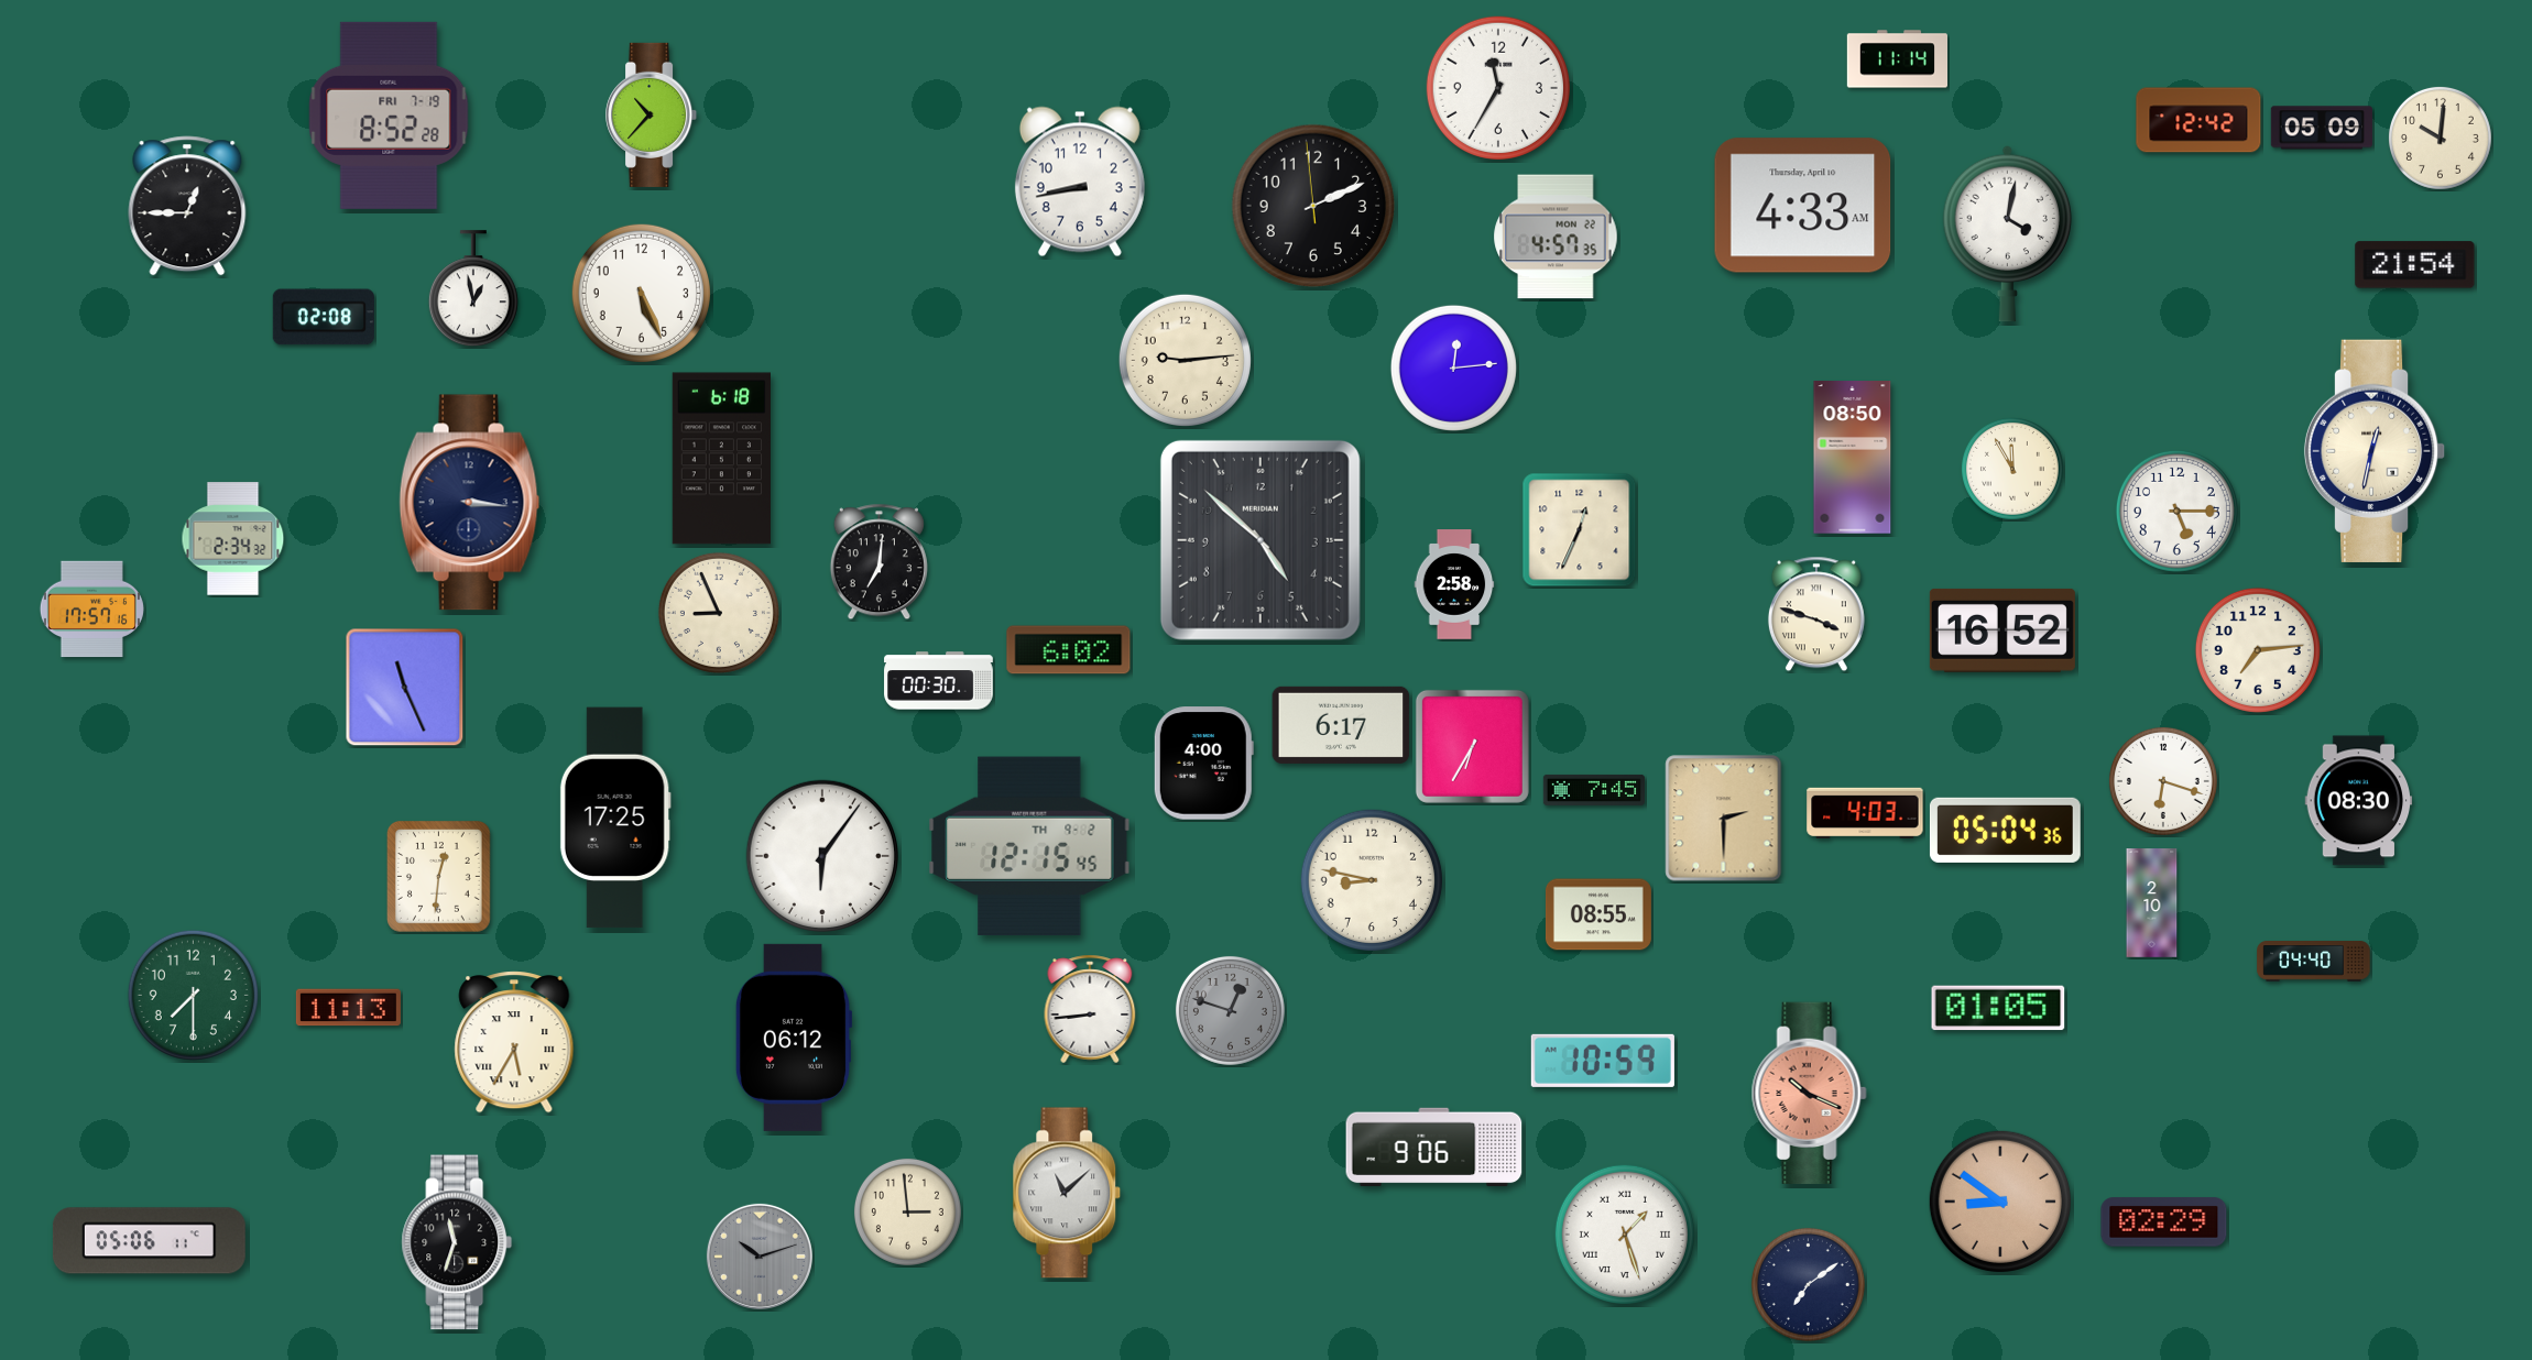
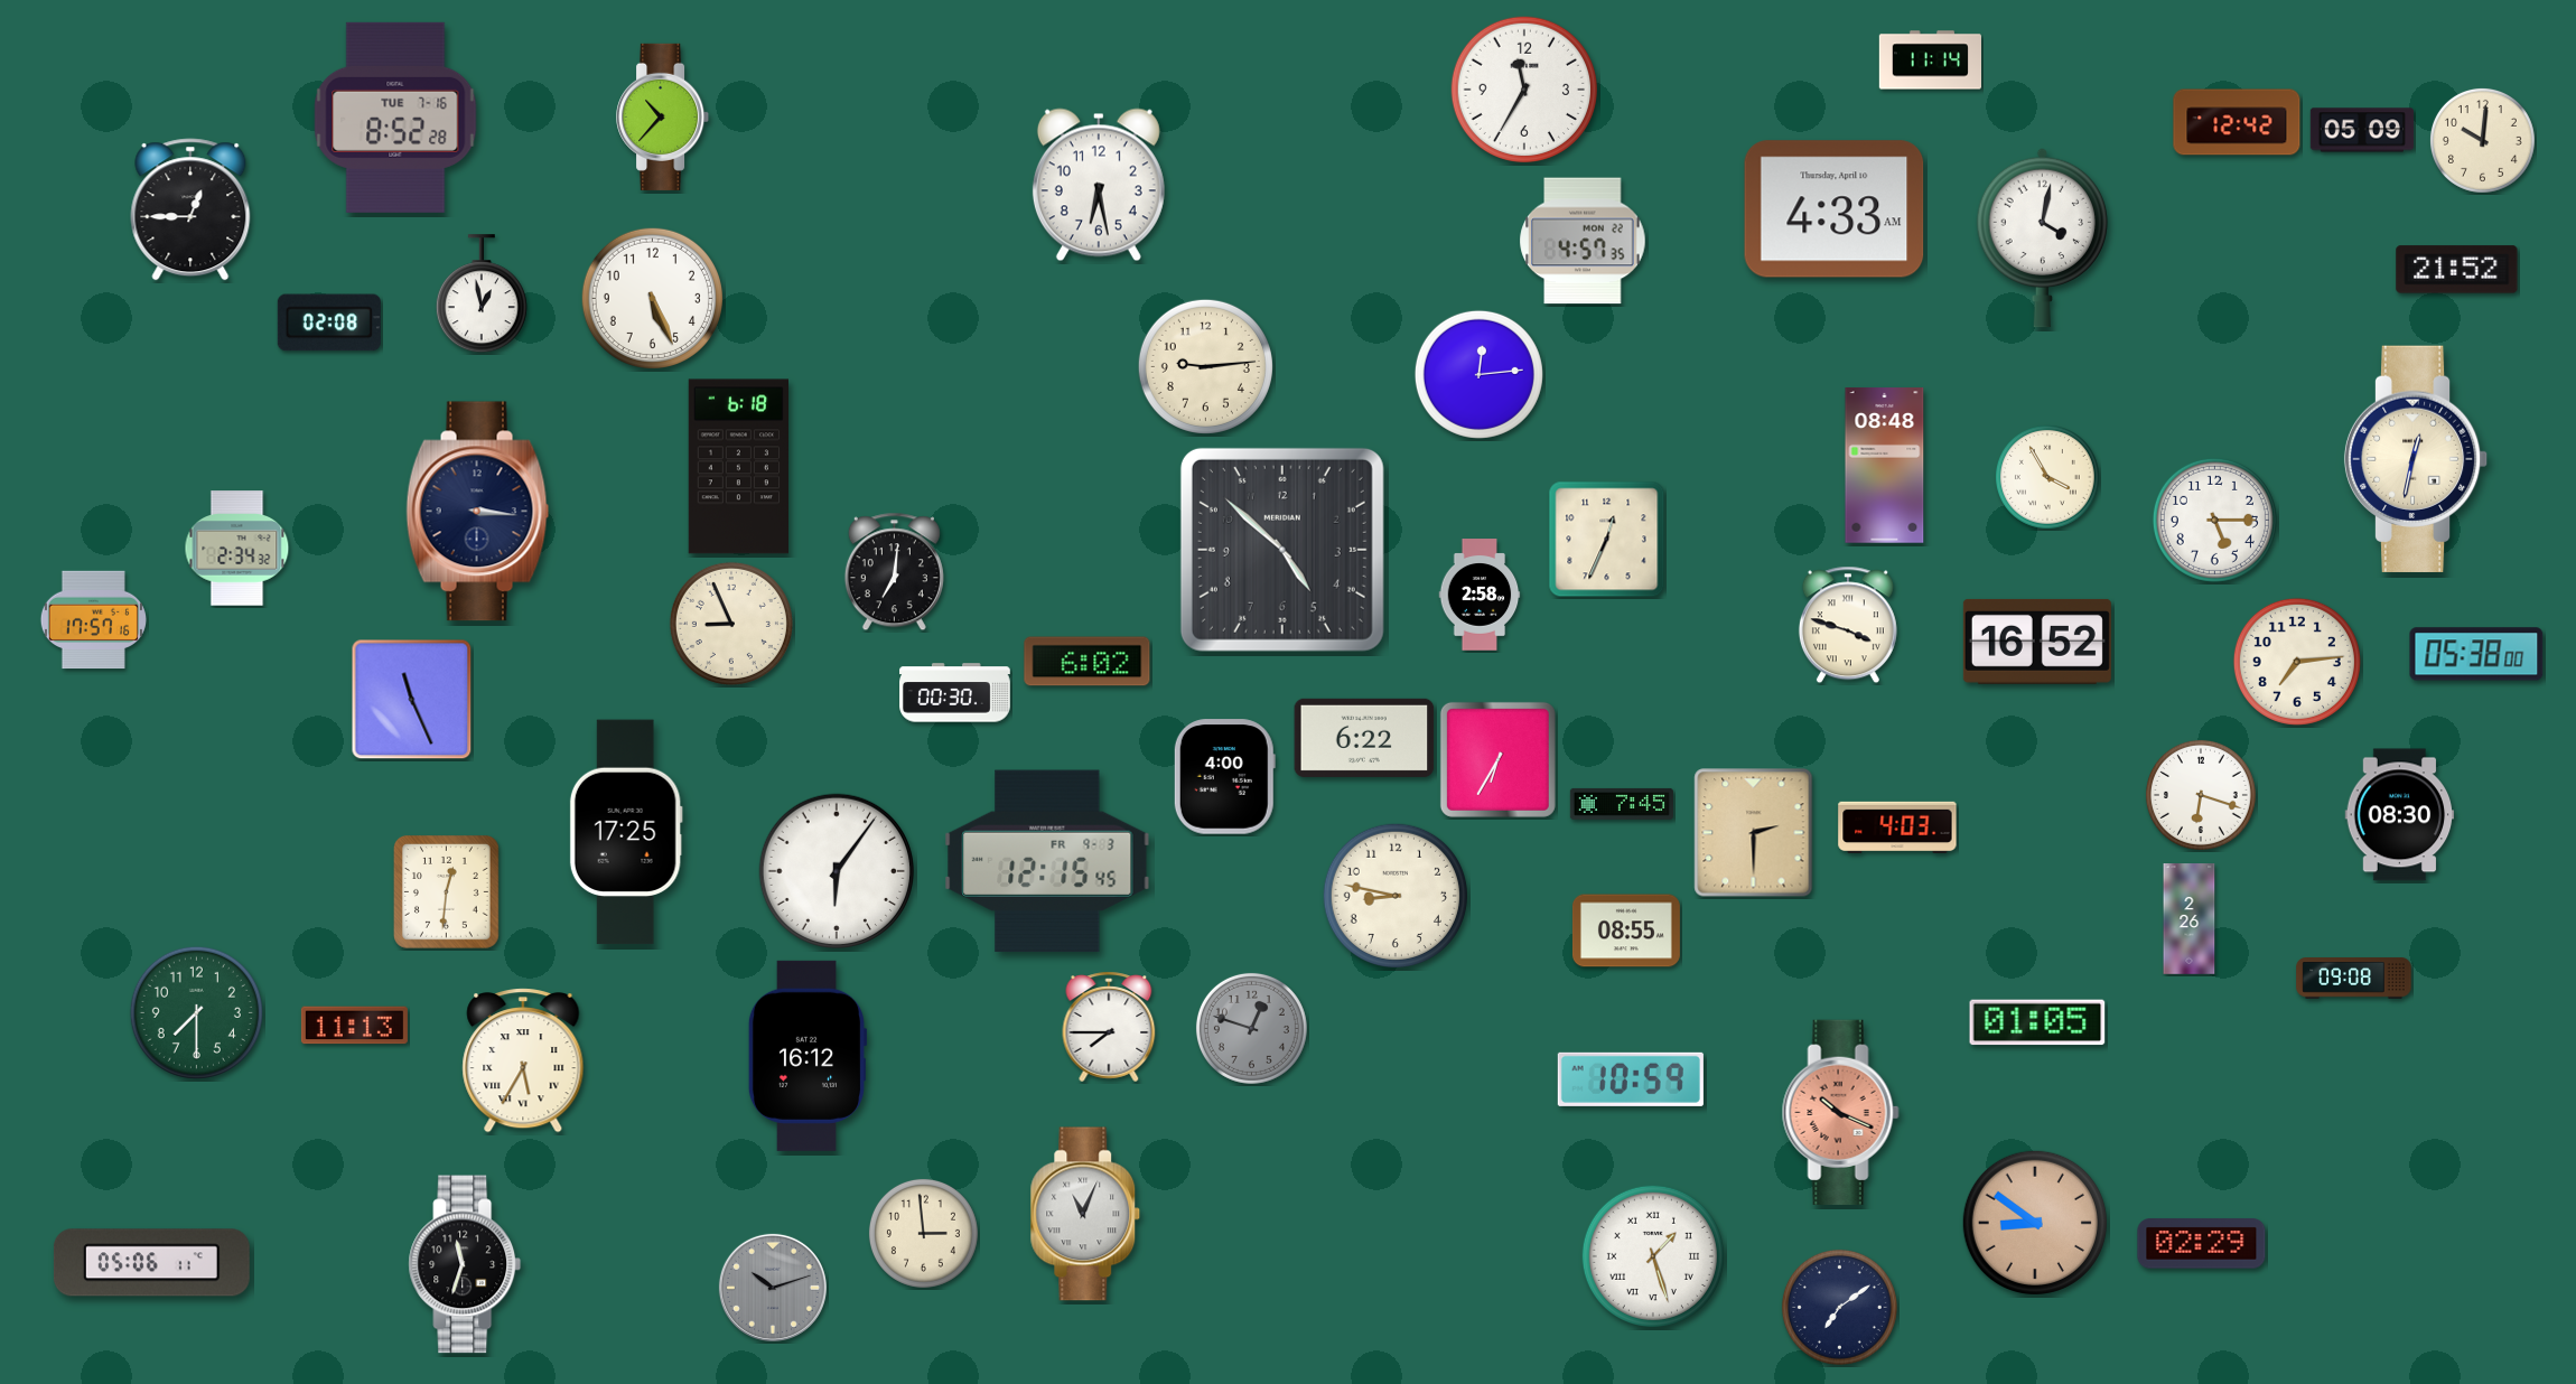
clock at (389, 116) date: FRI 7-19 -> TUE 7-16
clock at (1080, 182): 8:43 -> 6:28
clock at (1313, 206): 2:10 -> none
clock at (2415, 265): 21:54 -> 21:52
clock at (1853, 458): 08:50 -> 08:48
clock at (721, 459) position: (721, 459) -> (738, 467)
clock at (2012, 469): 11:55 -> 3:55
clock at (2476, 654): none -> 05:38
clock at (1341, 725): 6:17 -> 6:22
clock at (2005, 830): 05:04 -> none
clock at (1029, 846) date: TH 9-2 -> FR 9-3
clock at (2152, 903): 2:10 -> 2:26
clock at (2314, 962): 04:40 -> 09:08
clock at (1998, 1008) position: (1998, 1008) -> (2037, 1022)
clock at (1090, 1009): 8:44 -> 7:45
clock at (794, 1038): 06:12 -> 16:12
clock at (1434, 1148): 9:06 -> none
clock at (1067, 1193): 11:08 -> 11:04
clock at (760, 1257) position: (760, 1257) -> (773, 1288)
